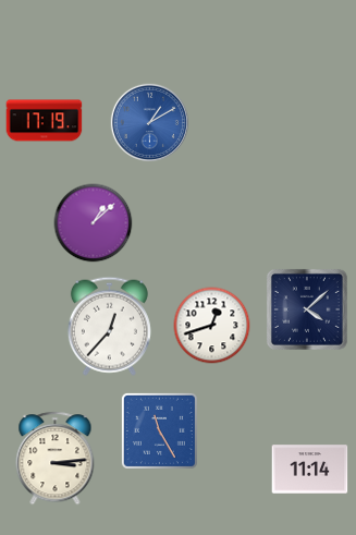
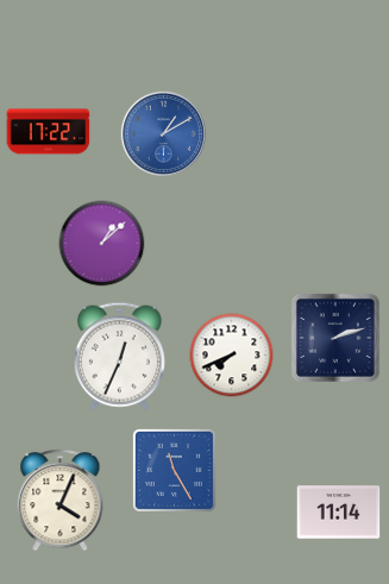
clock at (45, 121): 17:19 -> 17:22
clock at (307, 309): 4:08 -> 2:12
clock at (109, 326): 12:37 -> 12:34
clock at (212, 326): 12:42 -> 7:41
clock at (56, 459): 3:14 -> 4:04
